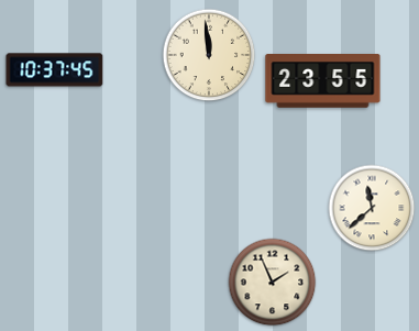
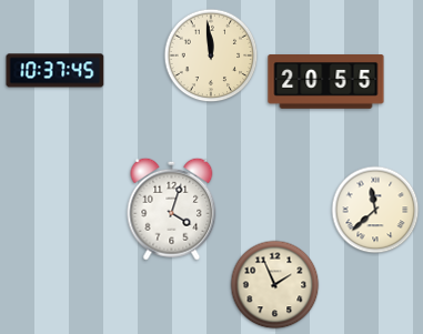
clock at (323, 81): 23:55 -> 20:55
clock at (172, 209): none -> 4:03
